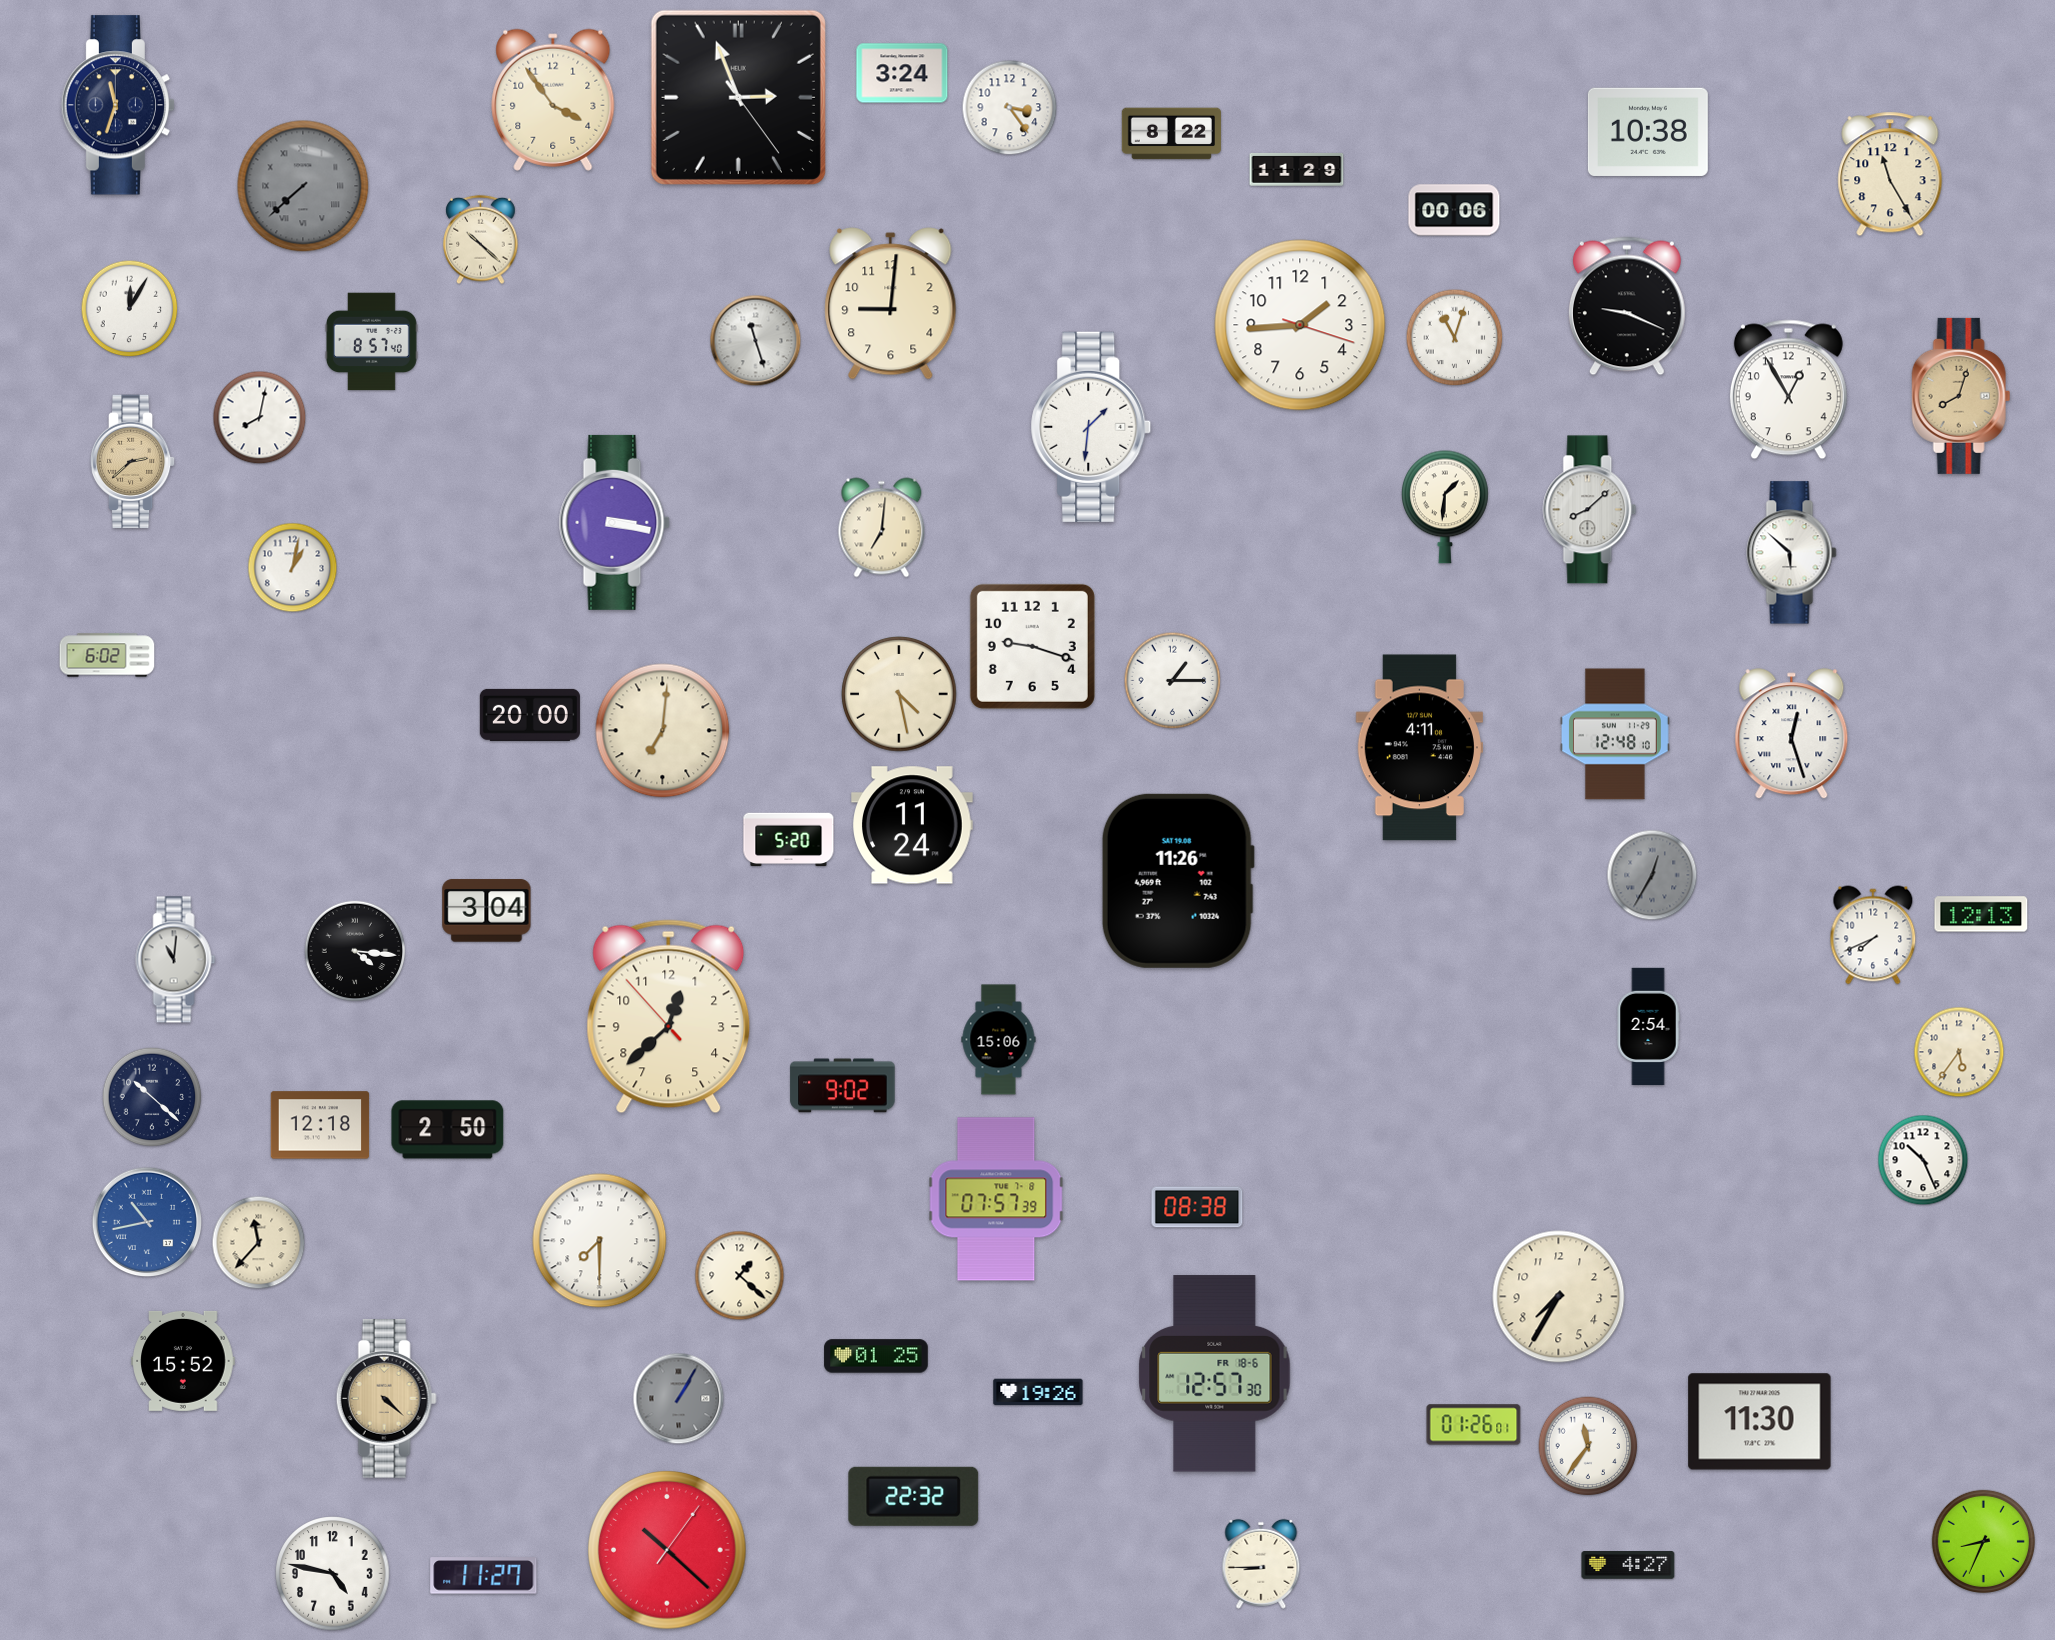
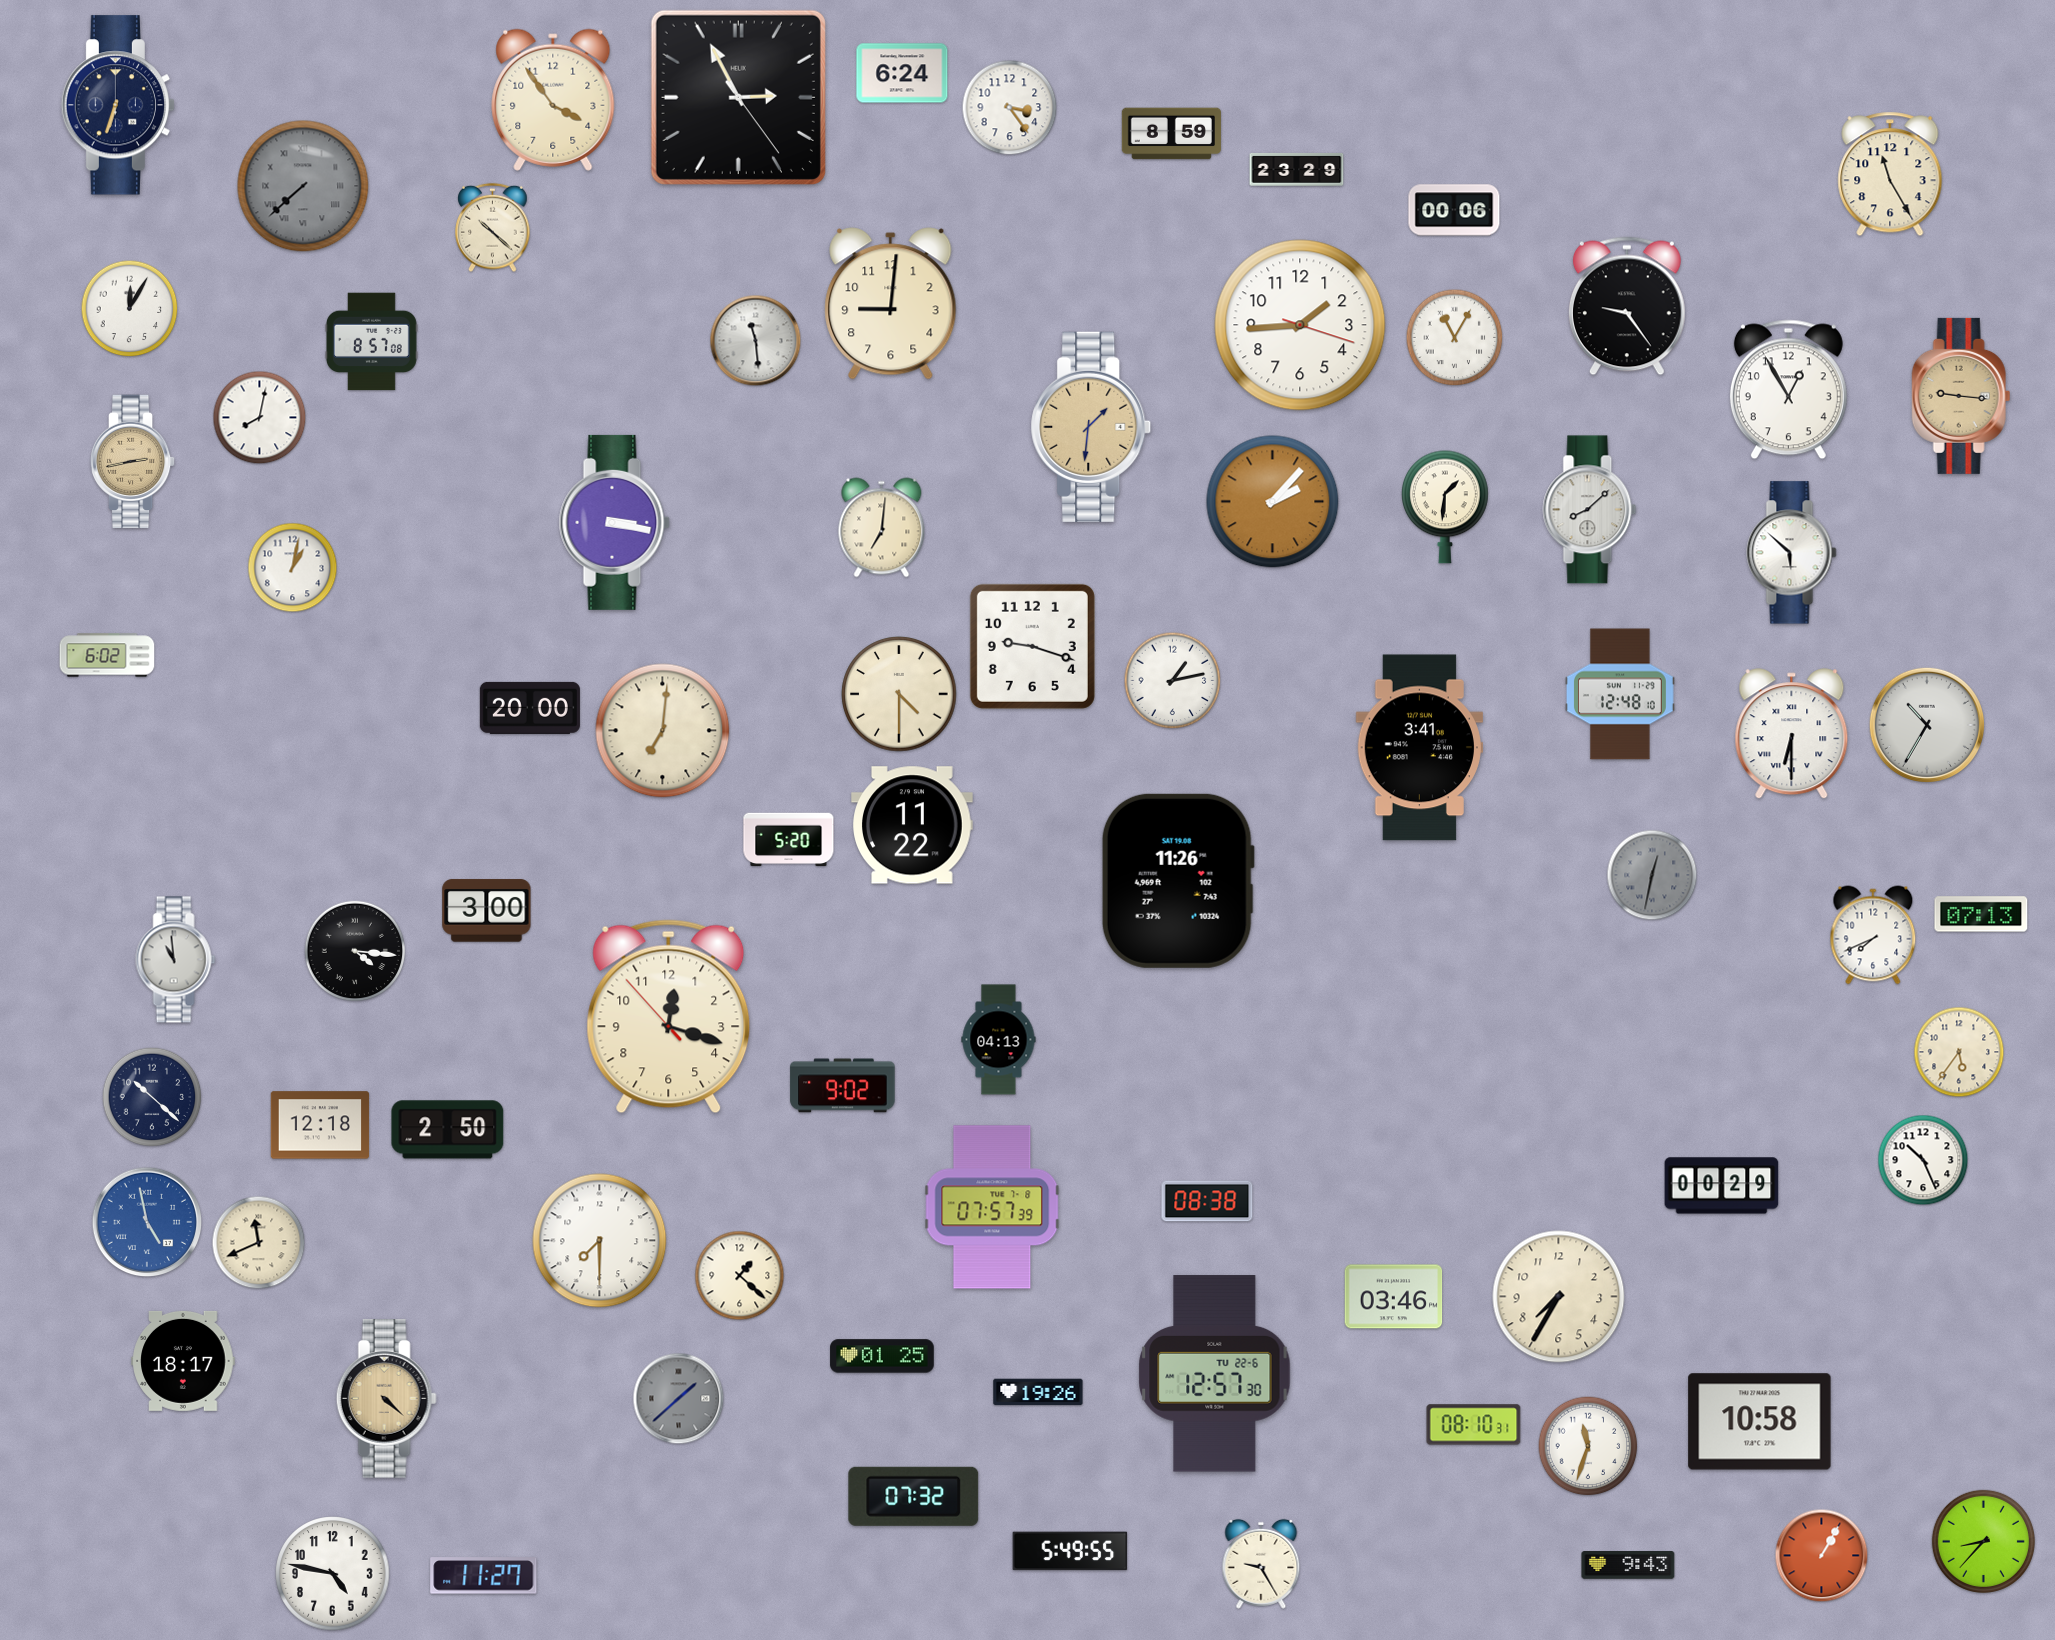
clock at (902, 73): 3:24 -> 6:24
clock at (738, 97): 2:56 -> 2:55
clock at (117, 105): 11:33 -> 6:33
clock at (1648, 132): 10:38 -> none
clock at (1171, 134): 8:22 -> 8:59
clock at (1297, 169): 11:29 -> 23:29
clock at (481, 240) position: (481, 240) -> (493, 228)
clock at (1627, 306): 9:19 -> 9:24
clock at (1455, 338): 11:03 -> 11:05
clock at (756, 341): 11:27 -> 11:29
clock at (371, 342): 8:57:40 -> 8:57:08
clock at (1961, 396): 8:03 -> 9:16
clock at (1091, 427) dial: white -> champagne
clock at (133, 462): 2:38 -> 2:43
clock at (1273, 502): none -> 2:07
clock at (1173, 681): 1:15 -> 1:13
clock at (899, 694): 4:28 -> 4:30
clock at (530, 715) position: (530, 715) -> (530, 708)
clock at (1927, 725): none -> 10:35
clock at (1615, 734) position: (1615, 734) -> (1620, 694)
clock at (1792, 734): 12:27 -> 6:30
clock at (1419, 748): 4:11 -> 3:41
clock at (912, 825): 11:24 -> 11:22
clock at (1652, 875): 12:35 -> 12:32
clock at (487, 911): 3:04 -> 3:00
clock at (1981, 914): 12:13 -> 07:13
clock at (176, 960): 11:01 -> 10:59
clock at (669, 1017): 12:37 -> 12:17
clock at (1648, 1026): 2:54 -> none
clock at (999, 1040): 15:06 -> 04:13
clock at (1722, 1186): none -> 00:29
clock at (996, 1199) position: (996, 1199) -> (992, 1207)
clock at (1197, 1207) position: (1197, 1207) -> (1207, 1201)
clock at (147, 1222): 10:43 -> 4:58
clock at (259, 1243): 11:37 -> 11:41
clock at (1394, 1297): none -> 03:46
clock at (876, 1356) position: (876, 1356) -> (882, 1356)
clock at (183, 1361): 15:52 -> 18:17
clock at (1215, 1374) date: FR 18-6 -> TU 22-6
clock at (679, 1399): 1:05 -> 1:38
clock at (1760, 1422): 11:30 -> 10:58
clock at (1474, 1425): 01:26 -> 08:10
clock at (1588, 1446): 11:36 -> 11:33
clock at (914, 1496): 22:32 -> 07:32
clock at (1983, 1541): 8:34 -> 8:37
clock at (667, 1550): 10:22 -> none
clock at (1070, 1551): none -> 5:49
clock at (1822, 1556): none -> 1:05
clock at (1261, 1564): 8:45 -> 9:25
clock at (1628, 1566): 4:27 -> 9:43
